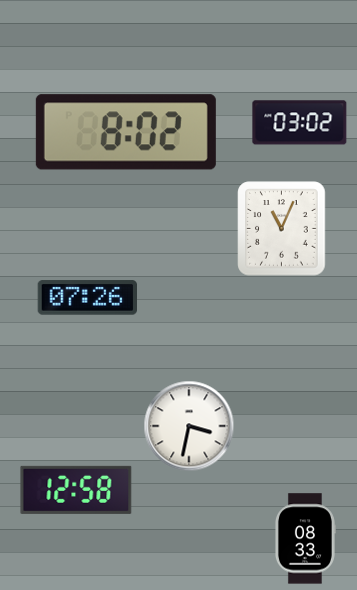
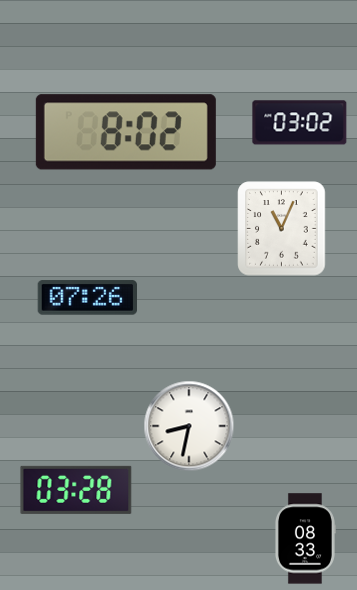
clock at (189, 426): 3:32 -> 8:32
clock at (76, 490): 12:58 -> 03:28
